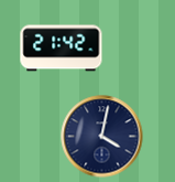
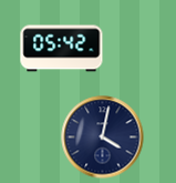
clock at (62, 49): 21:42 -> 05:42
